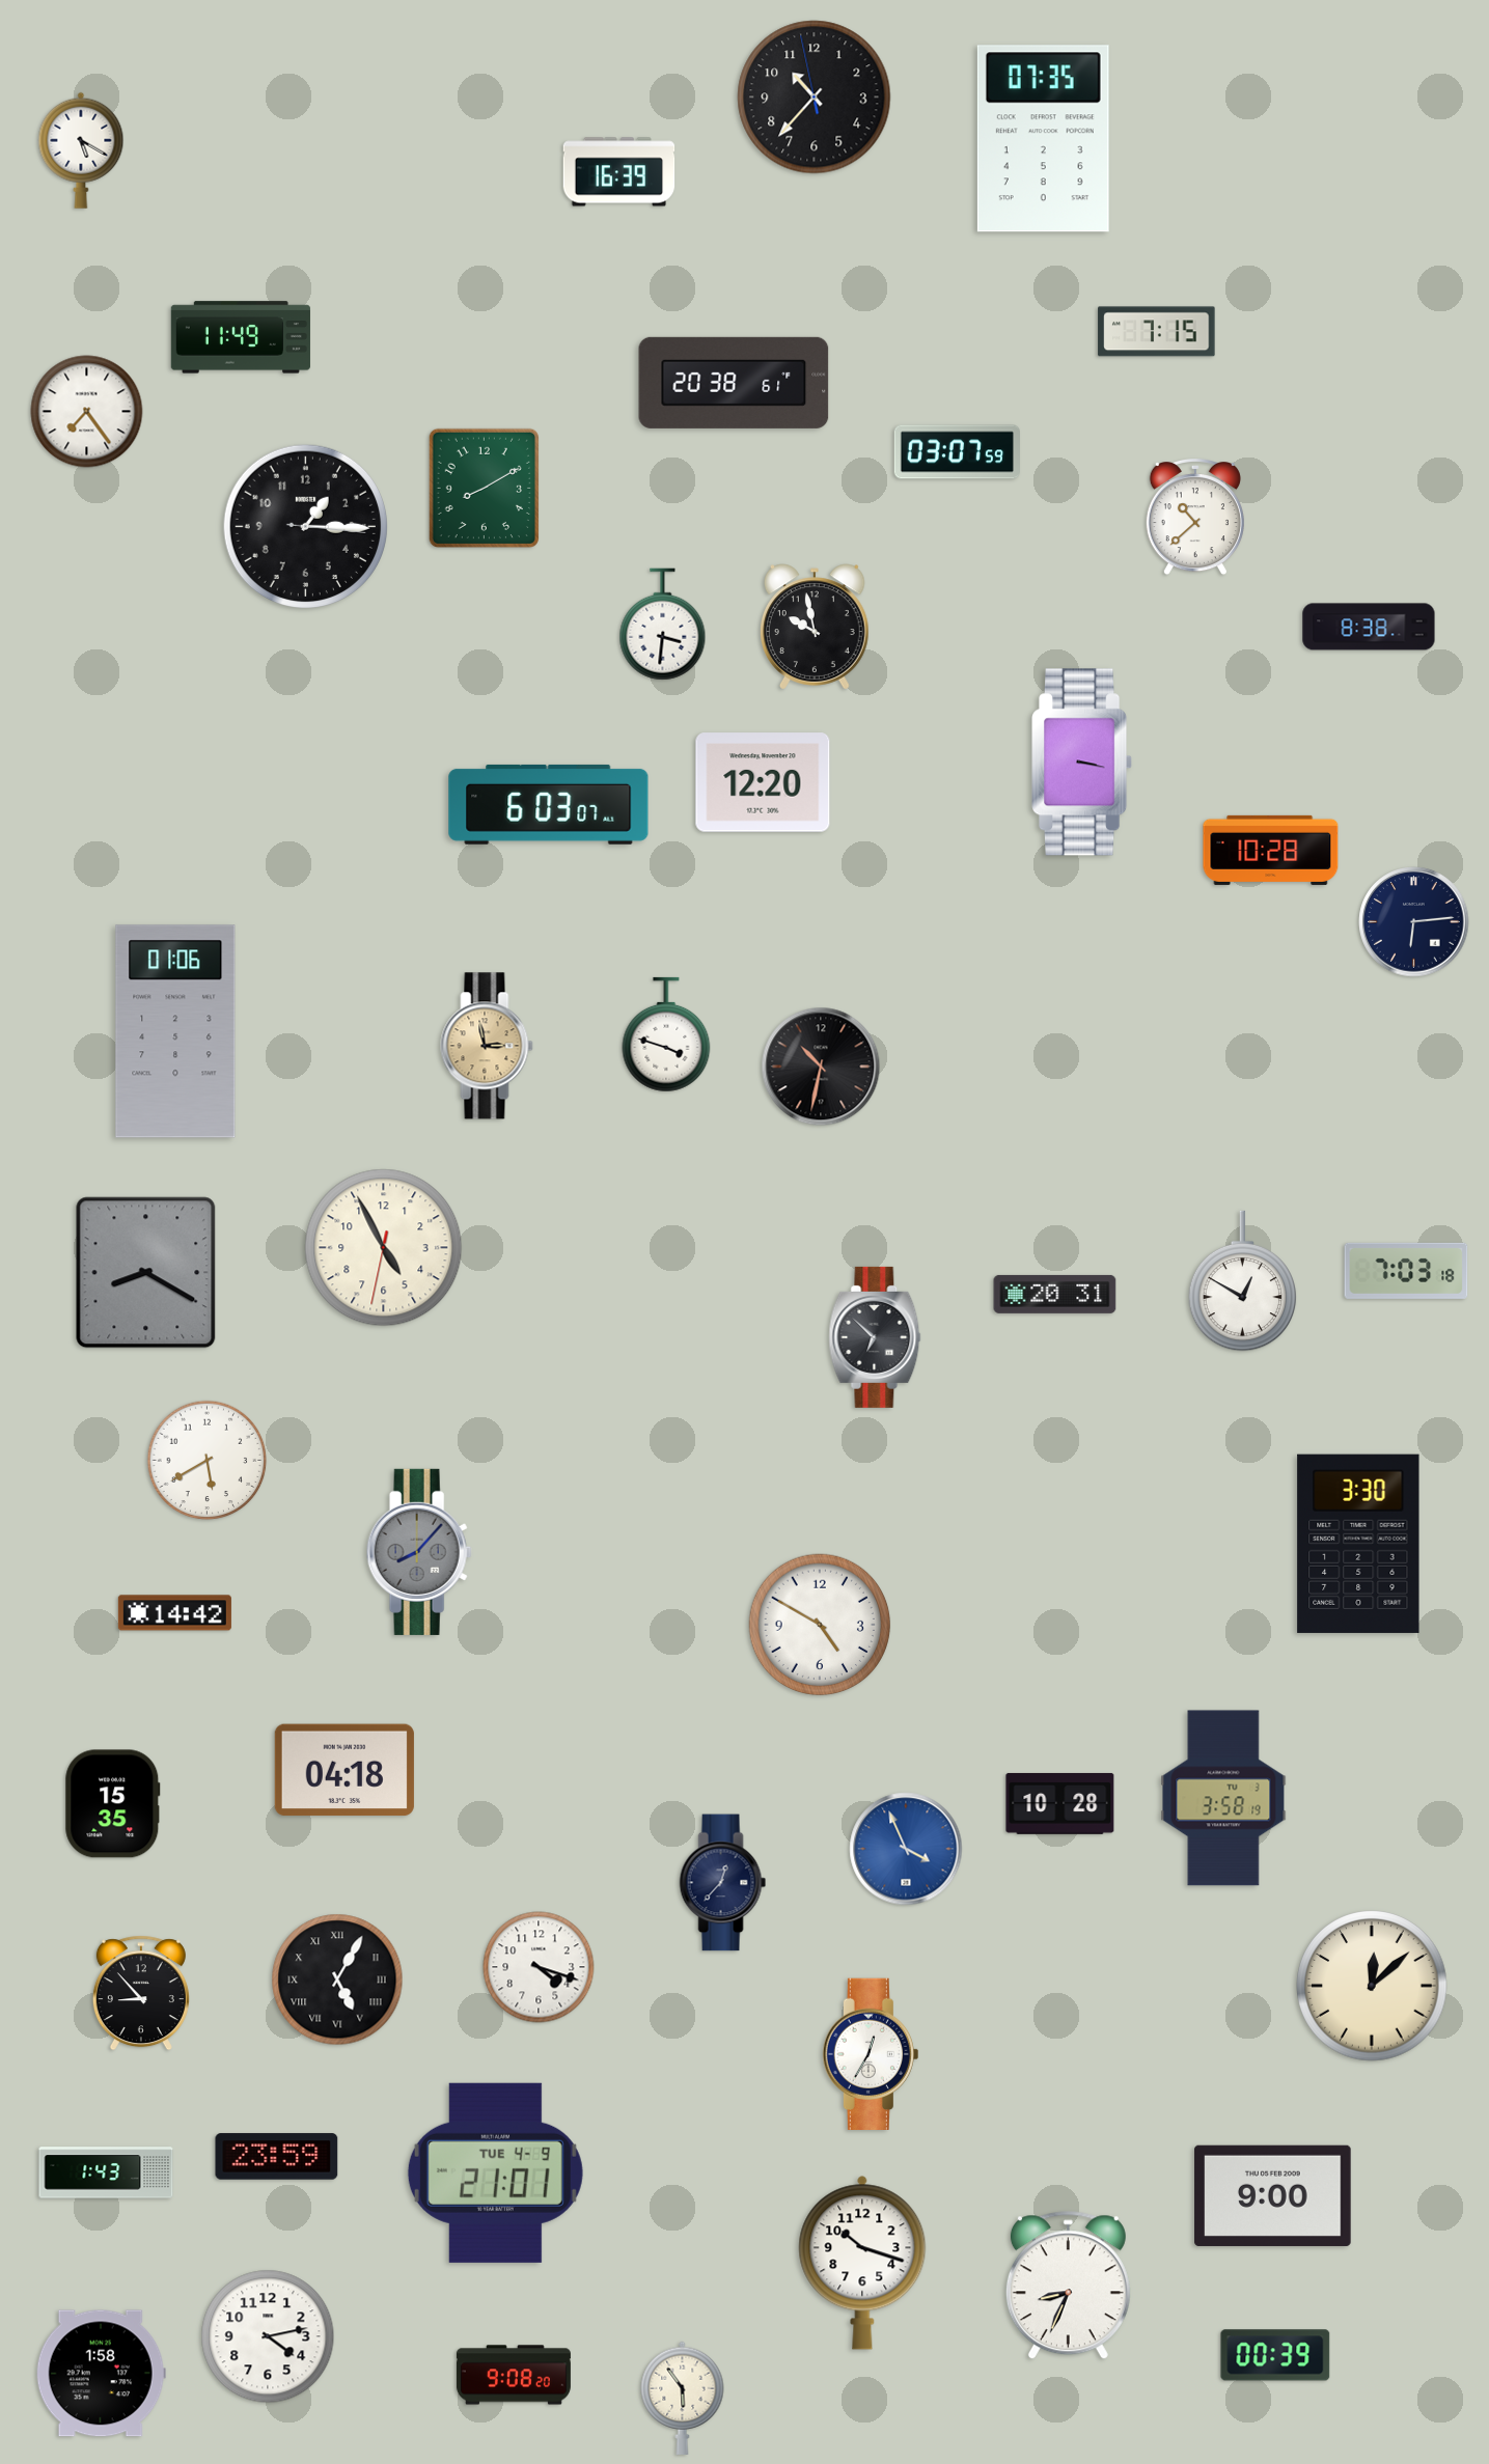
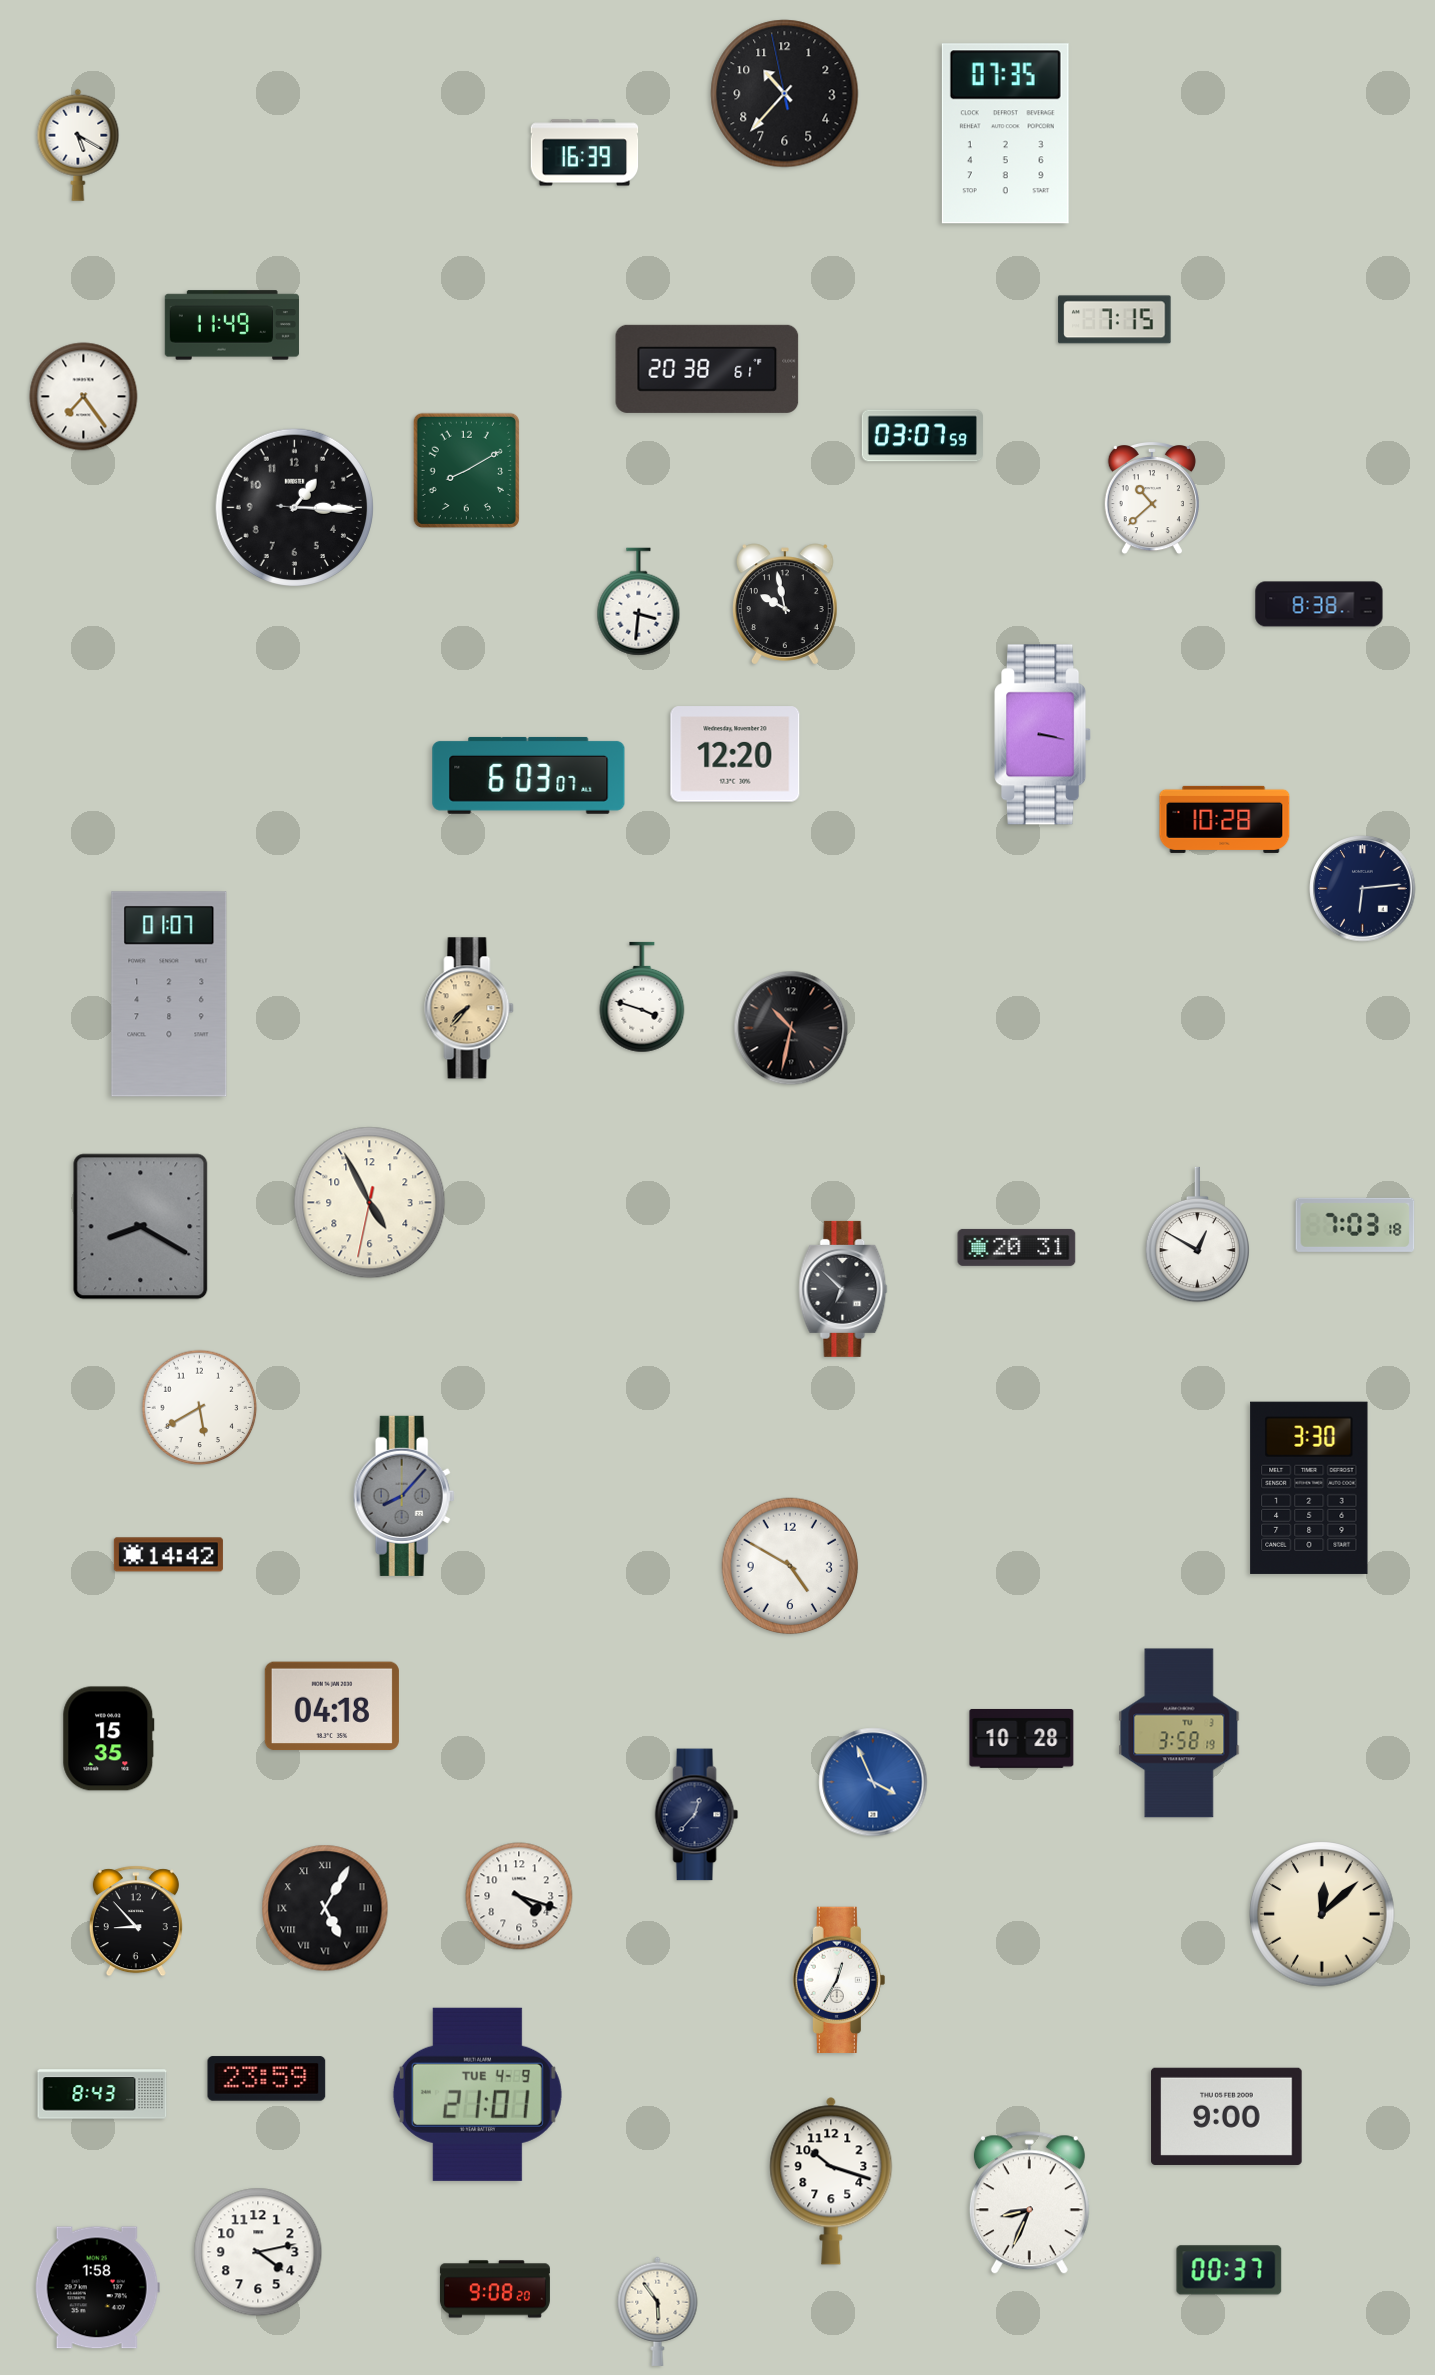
clock at (619, 172) position: (619, 172) -> (585, 153)
clock at (175, 1031): 01:06 -> 01:07
clock at (487, 1046): 2:58 -> 7:37
clock at (106, 2172): 1:43 -> 8:43
clock at (1275, 2355): 00:39 -> 00:37
